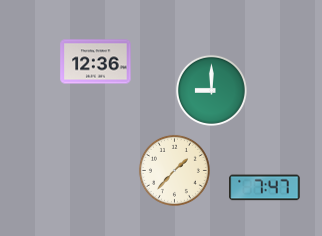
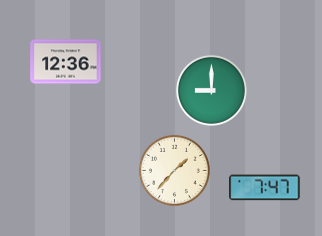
clock at (96, 62) position: (96, 62) -> (66, 62)
